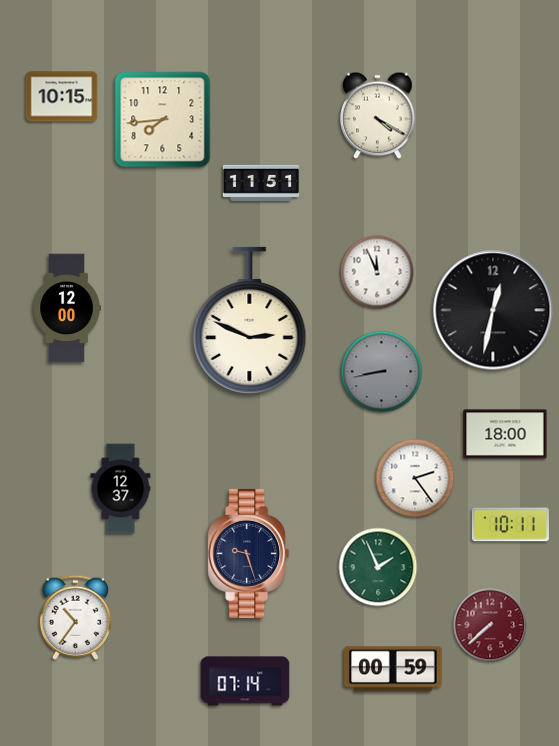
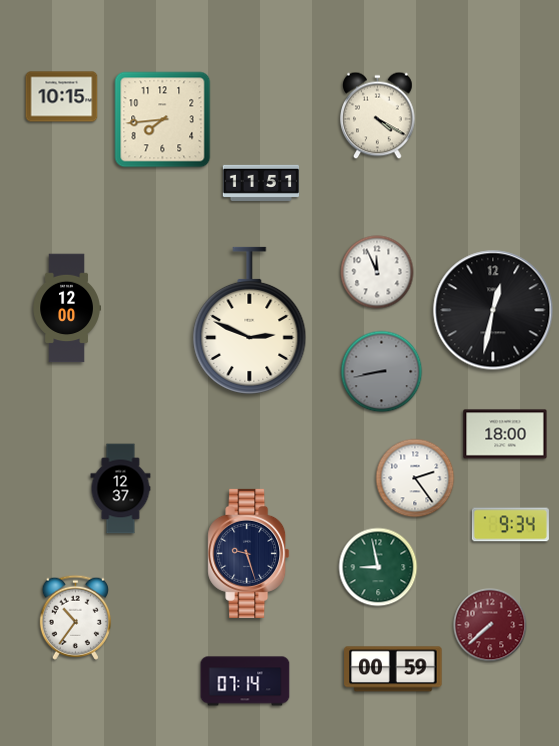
clock at (510, 525): 10:11 -> 9:34
clock at (378, 567): 1:56 -> 8:58
